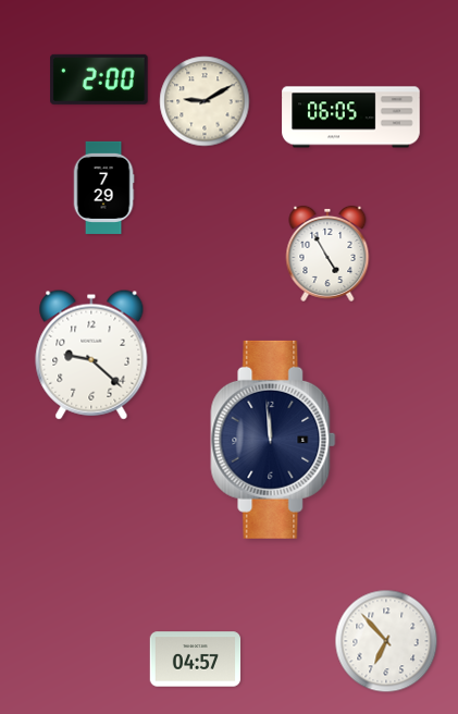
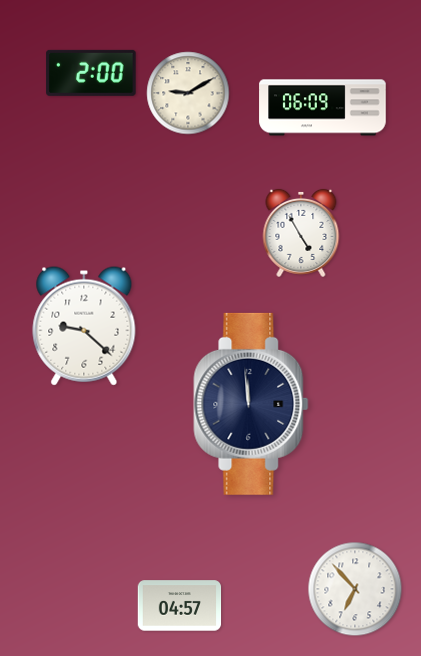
clock at (351, 118): 06:05 -> 06:09
clock at (103, 187): 7:29 -> none
